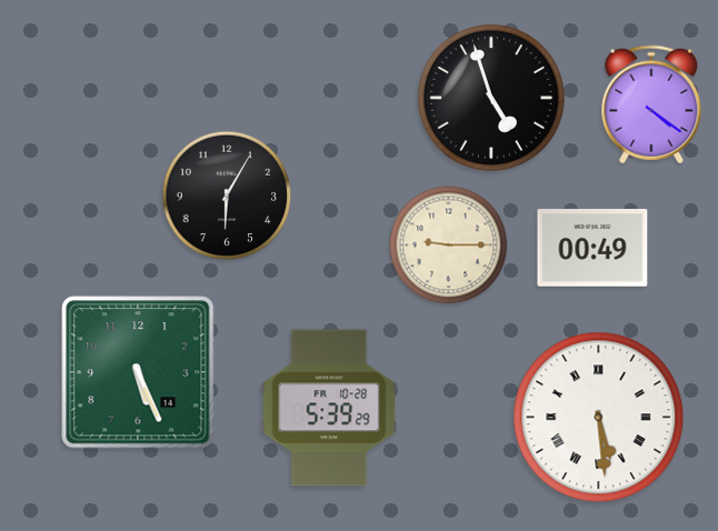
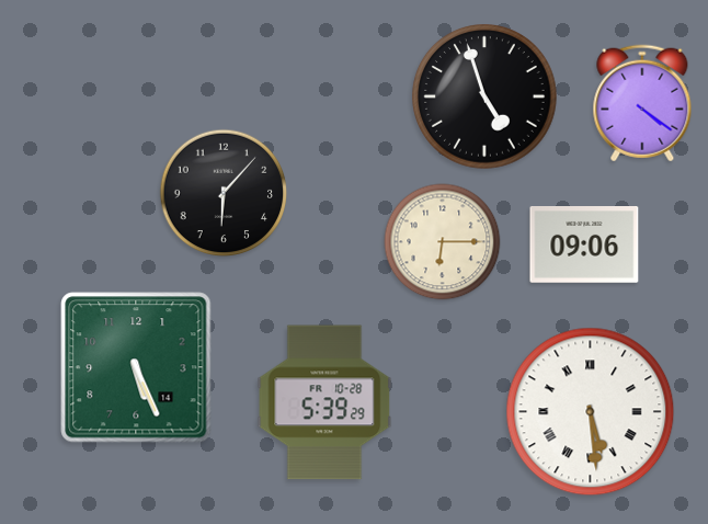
clock at (227, 196): 6:05 -> 6:07
clock at (449, 246): 9:15 -> 6:15
clock at (592, 249): 00:49 -> 09:06
